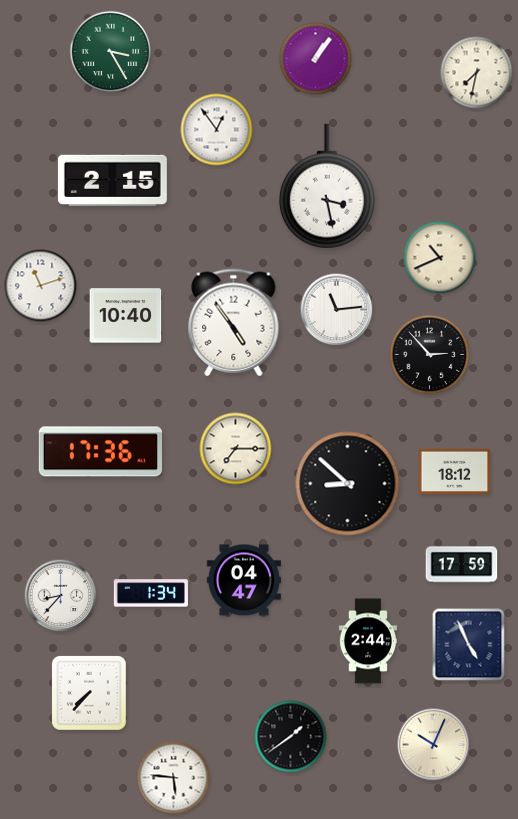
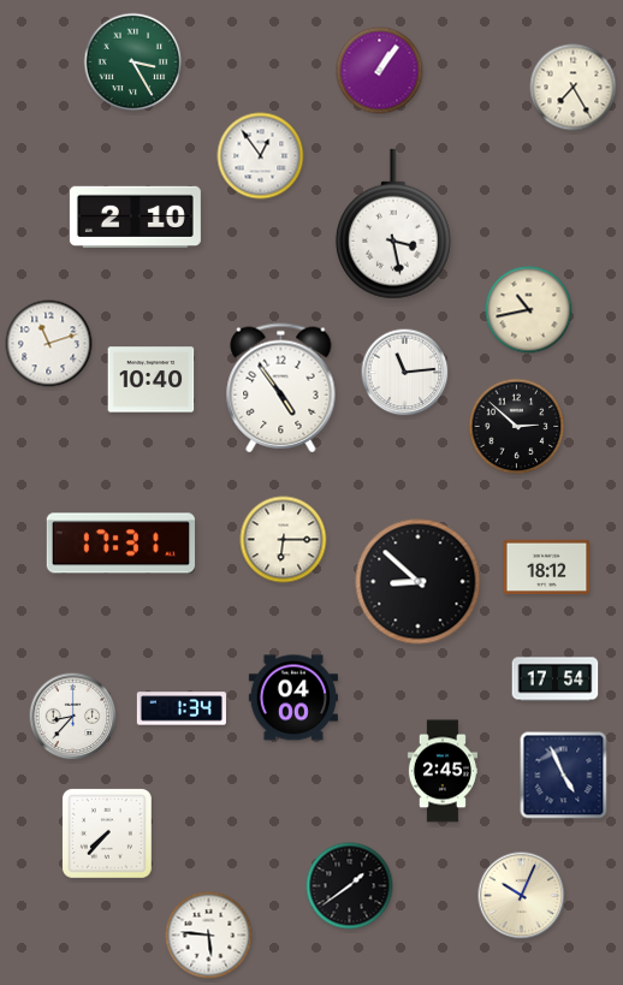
clock at (477, 73): 7:32 -> 7:25
clock at (112, 180): 2:15 -> 2:10
clock at (440, 258): 10:41 -> 10:43
clock at (430, 355): 2:53 -> 2:52
clock at (236, 449): 7:15 -> 6:15
clock at (100, 452): 17:36 -> 17:31
clock at (462, 565): 17:59 -> 17:54
clock at (244, 580): 04:47 -> 04:00
clock at (151, 593) position: (151, 593) -> (182, 708)
clock at (368, 641): 2:44 -> 2:45
